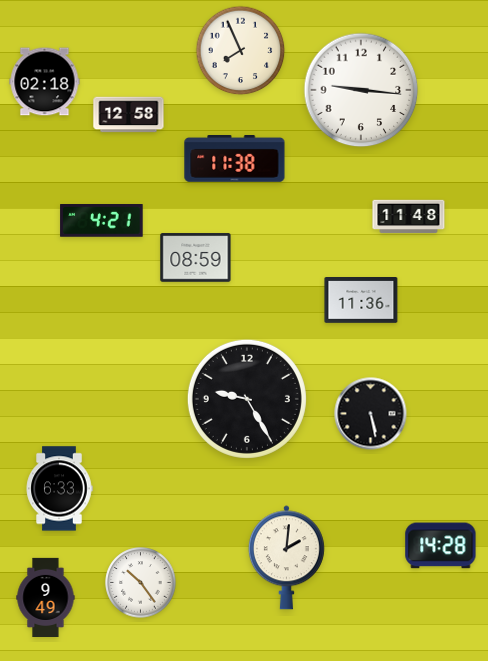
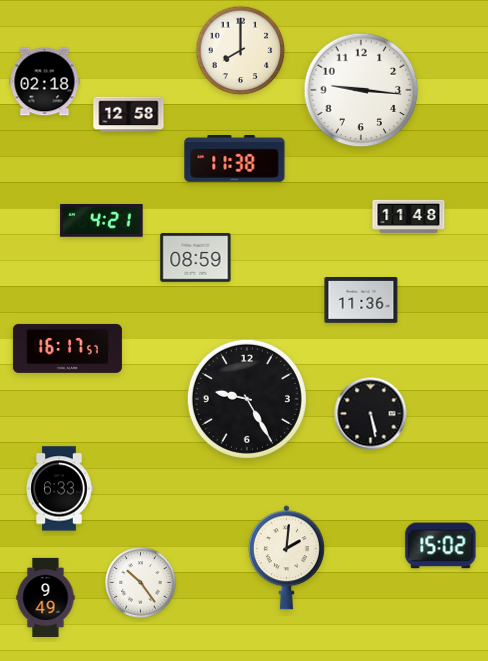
clock at (241, 51): 7:56 -> 8:00
clock at (67, 348): none -> 16:17
clock at (441, 546): 14:28 -> 15:02
